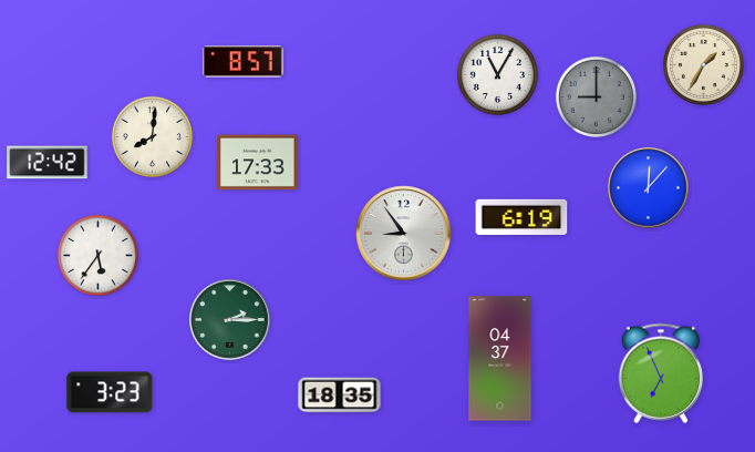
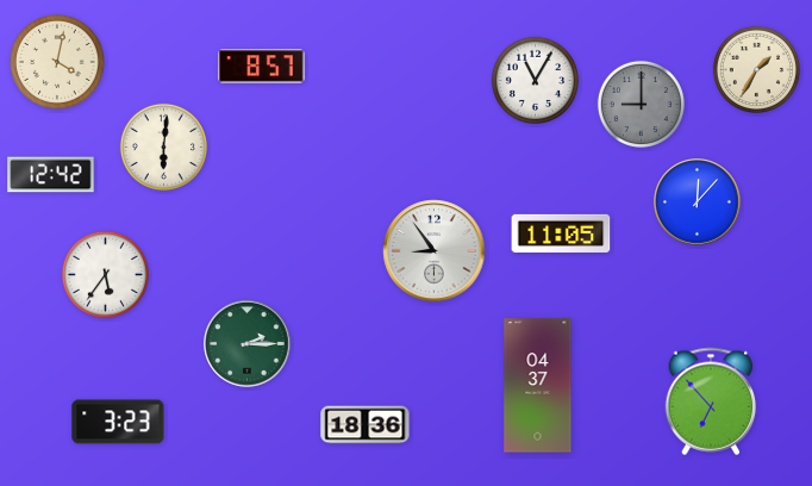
clock at (57, 62): none -> 4:02
clock at (152, 136): 8:01 -> 6:01
clock at (258, 163): 17:33 -> none
clock at (521, 217): 6:19 -> 11:05
clock at (661, 373): 6:56 -> 6:53
clock at (340, 395): 18:35 -> 18:36
